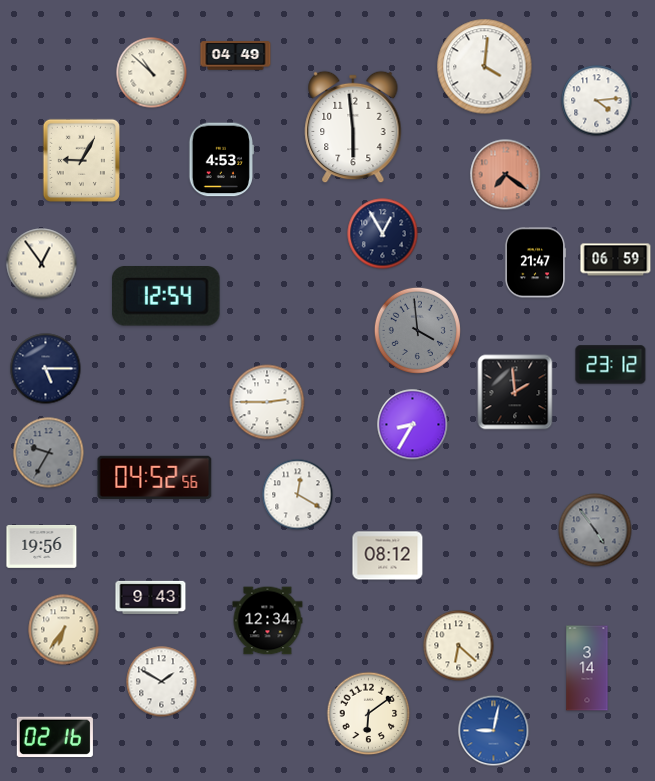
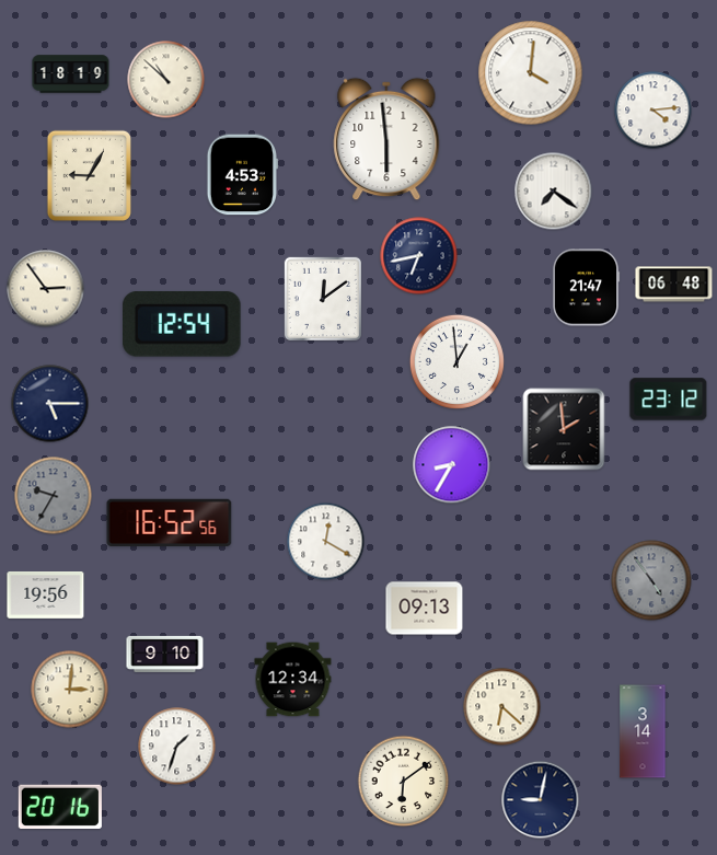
clock at (236, 56): 04:49 -> none
clock at (71, 74): none -> 18:19
clock at (506, 175) dial: salmon -> white
clock at (383, 234): 12:55 -> 6:43
clock at (616, 260): 06:59 -> 06:48
clock at (42, 264): 12:54 -> 2:54
clock at (323, 299): none -> 12:09
clock at (417, 330): 3:59 -> 12:59
clock at (417, 330) dial: grey -> white
clock at (267, 402): 2:45 -> none
clock at (155, 477): 04:52 -> 16:52
clock at (42, 546) position: (42, 546) -> (46, 594)
clock at (388, 556): 08:12 -> 09:13
clock at (151, 597): 9:43 -> 9:10
clock at (64, 630): 6:36 -> 3:01
clock at (162, 682): 1:50 -> 1:33
clock at (494, 731) dial: blue -> navy
clock at (55, 737): 02:16 -> 20:16
